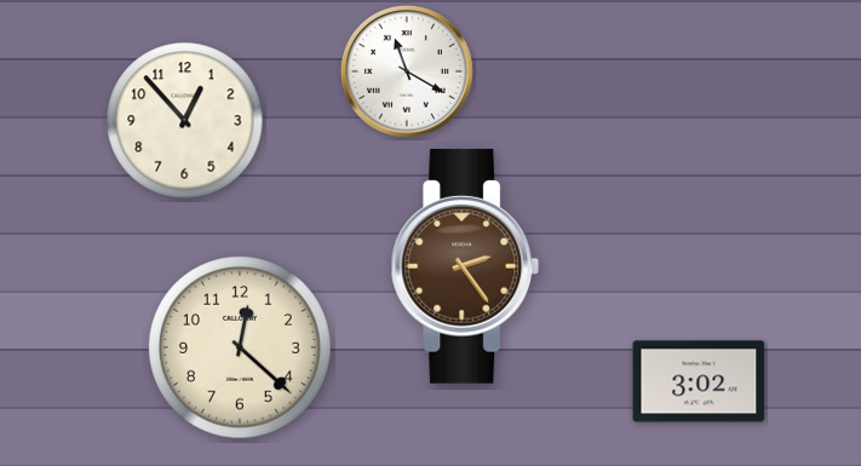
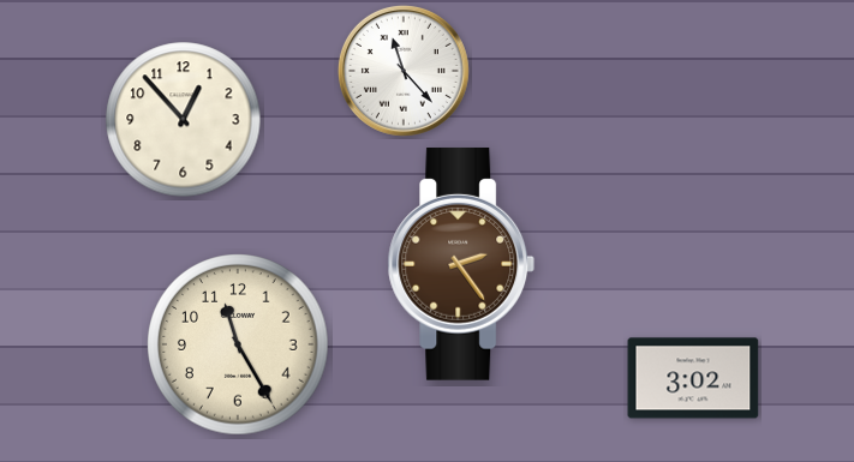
clock at (407, 71): 11:20 -> 11:23
clock at (240, 347): 12:22 -> 11:25
